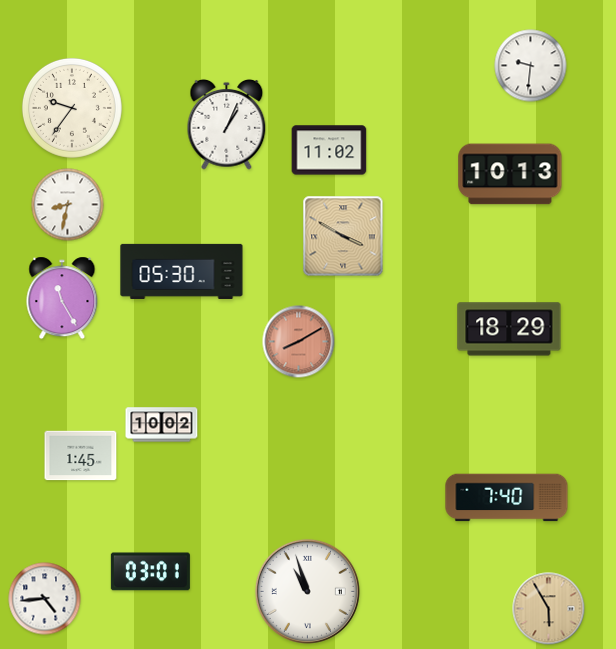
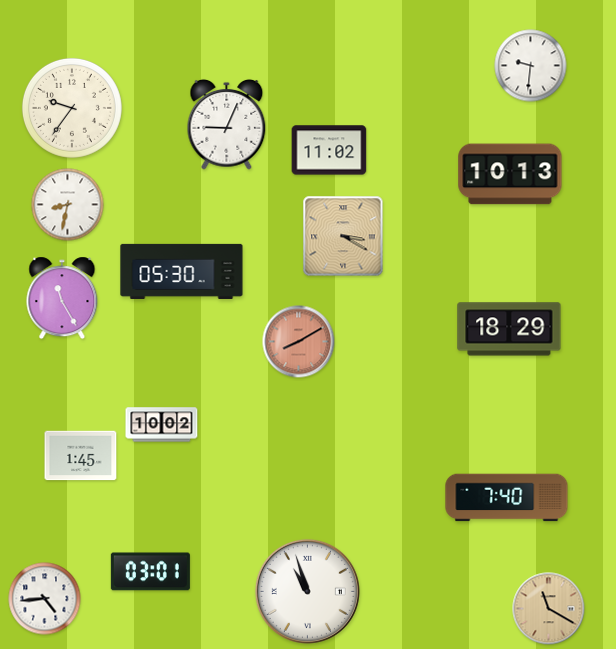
clock at (227, 124): 1:04 -> 9:04
clock at (343, 236): 3:50 -> 3:20
clock at (549, 609): 5:55 -> 11:20
